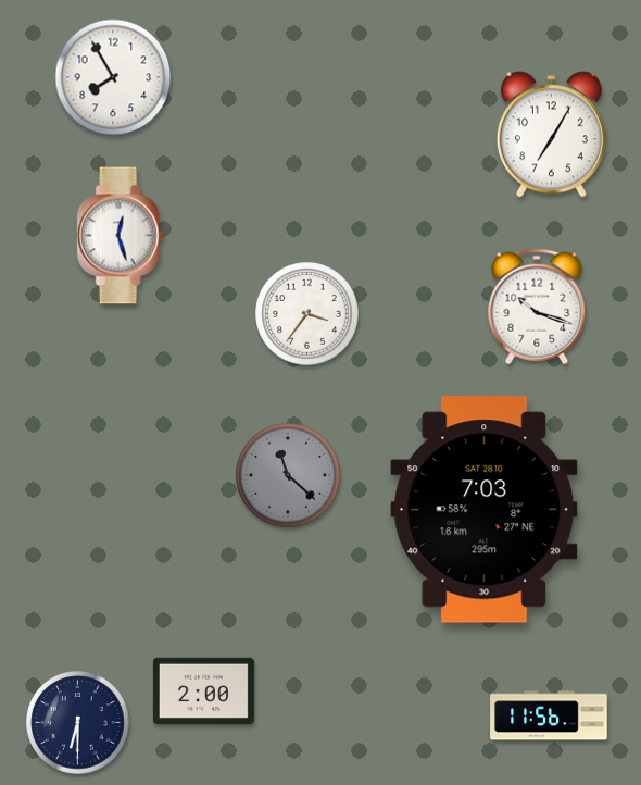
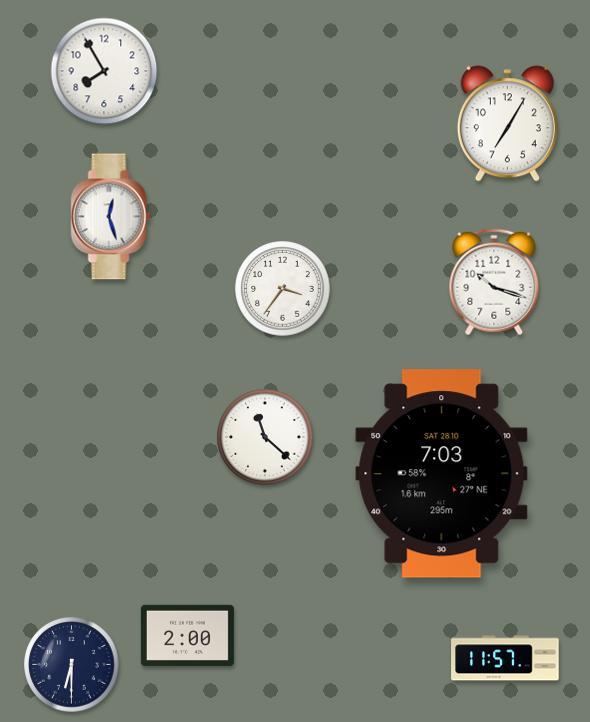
clock at (288, 475) dial: grey -> white
clock at (485, 510) position: (485, 510) -> (442, 474)
clock at (549, 715): 11:56 -> 11:57
